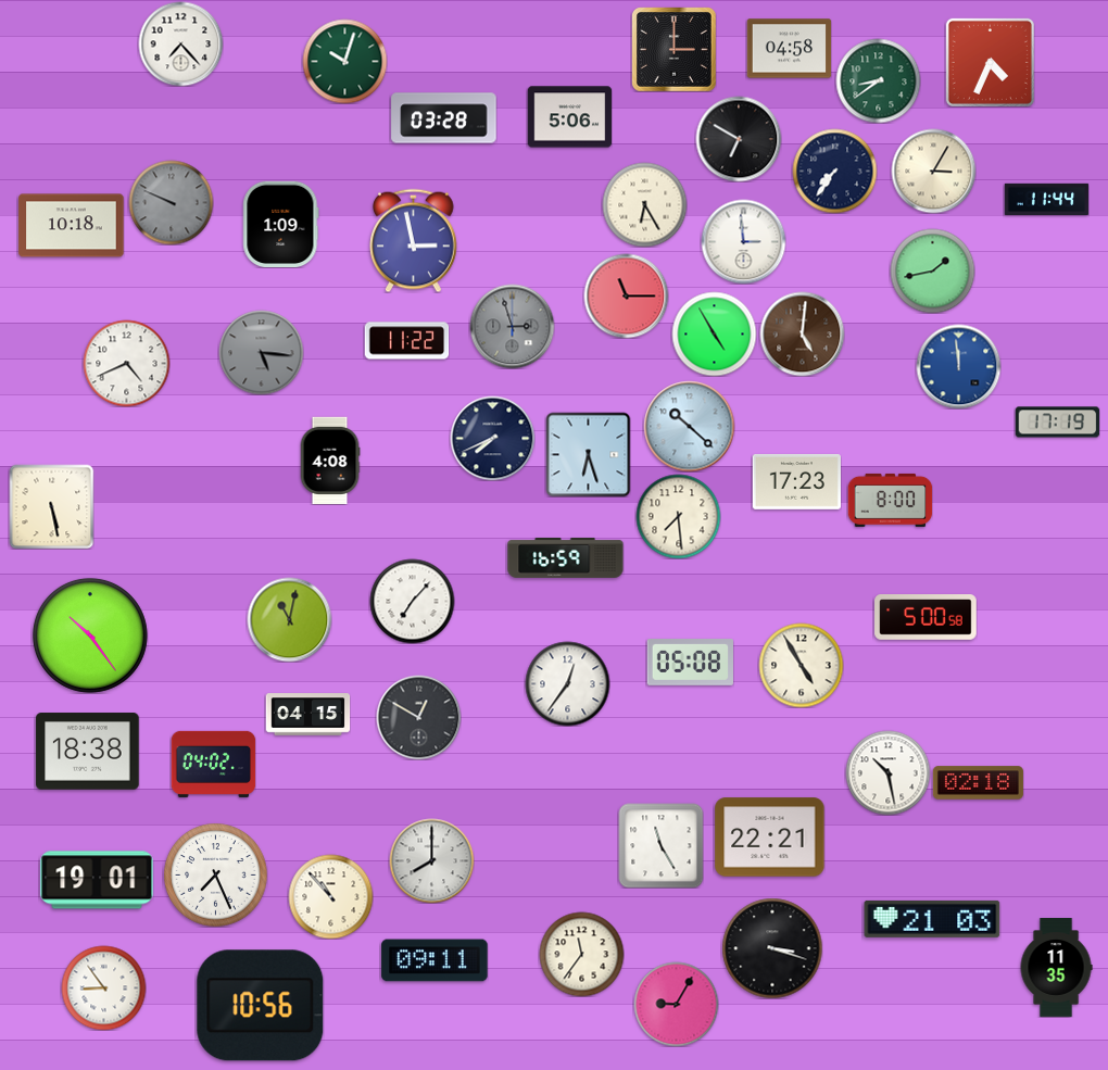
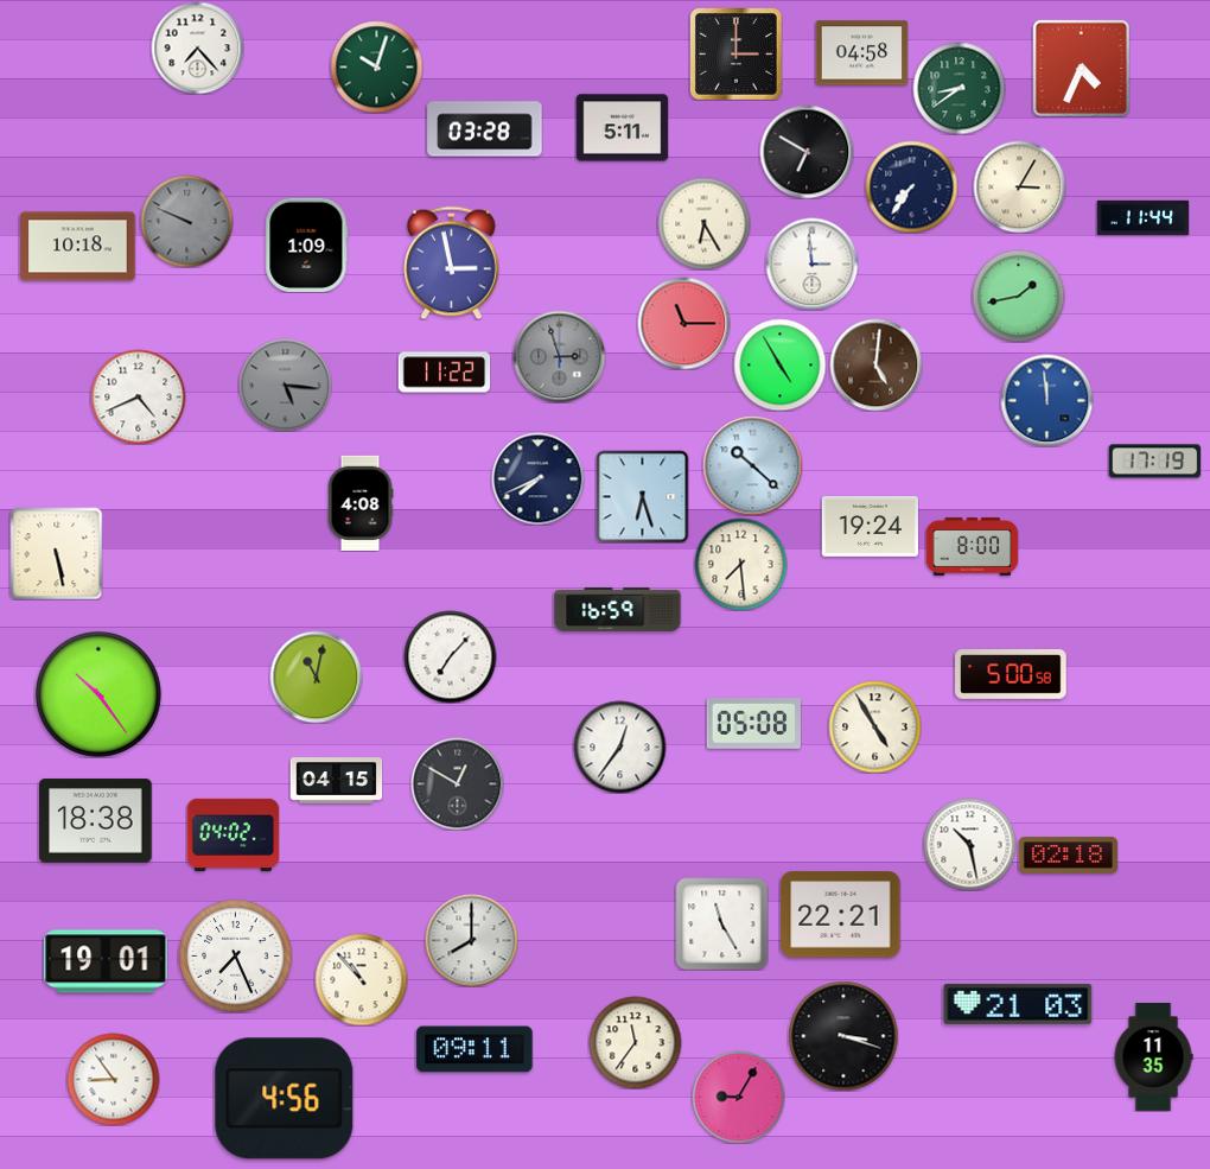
clock at (569, 117): 5:06 -> 5:11
clock at (796, 482): 17:23 -> 19:24
clock at (261, 1006): 10:56 -> 4:56
